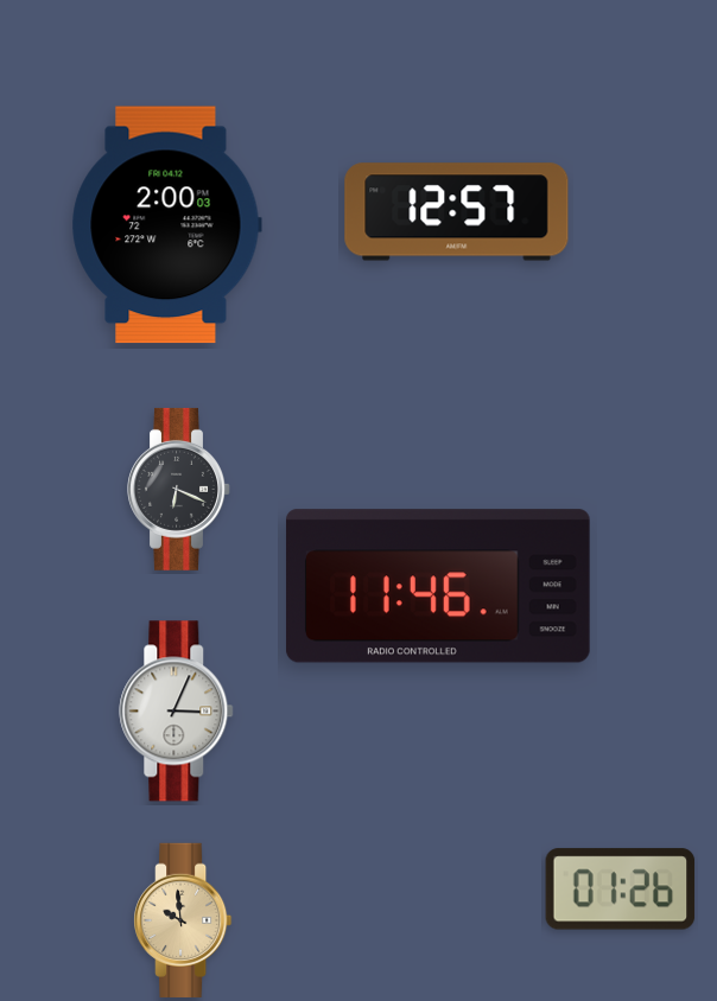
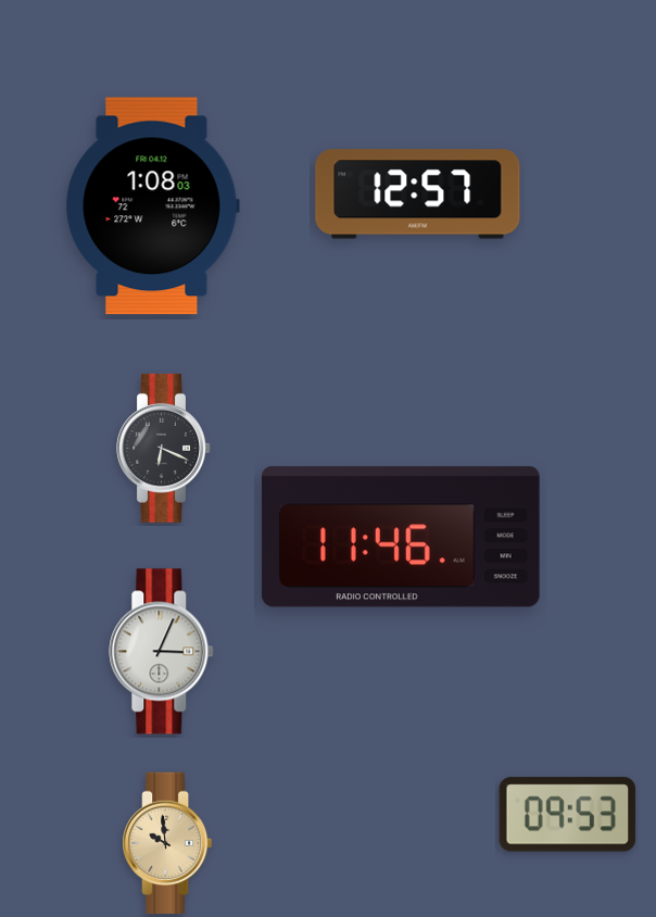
clock at (166, 225): 2:00 -> 1:08
clock at (621, 890): 01:26 -> 09:53
